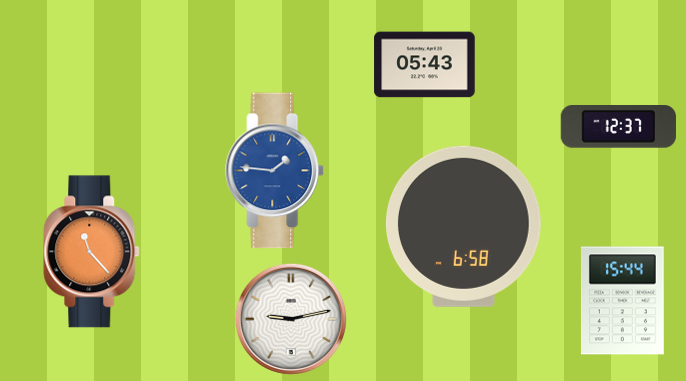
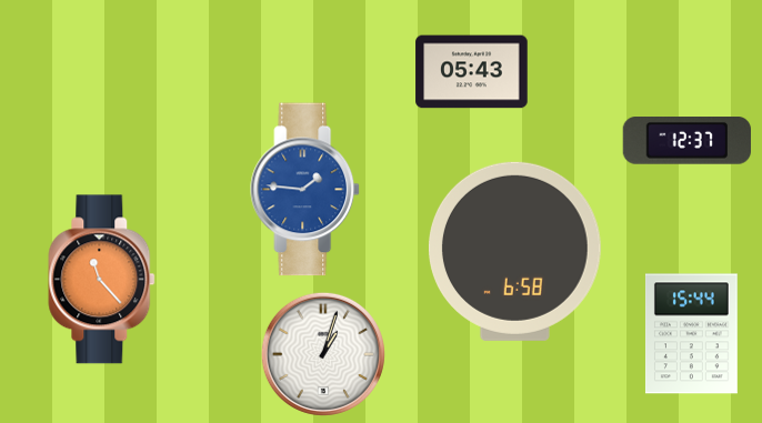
clock at (291, 319): 9:13 -> 1:03
